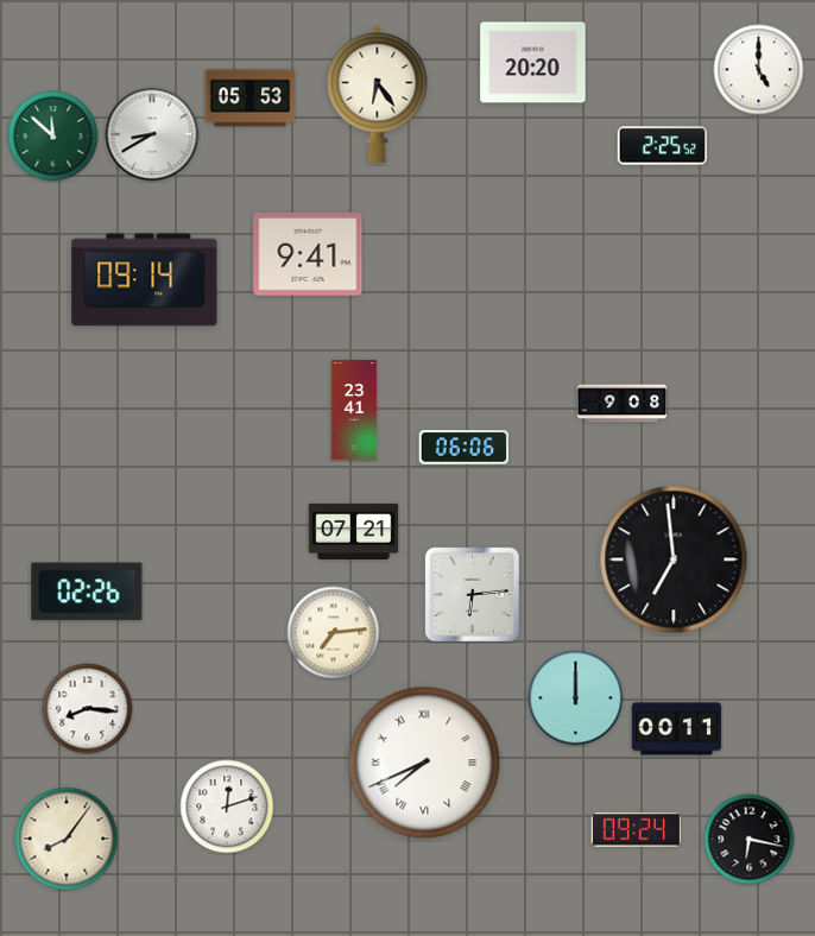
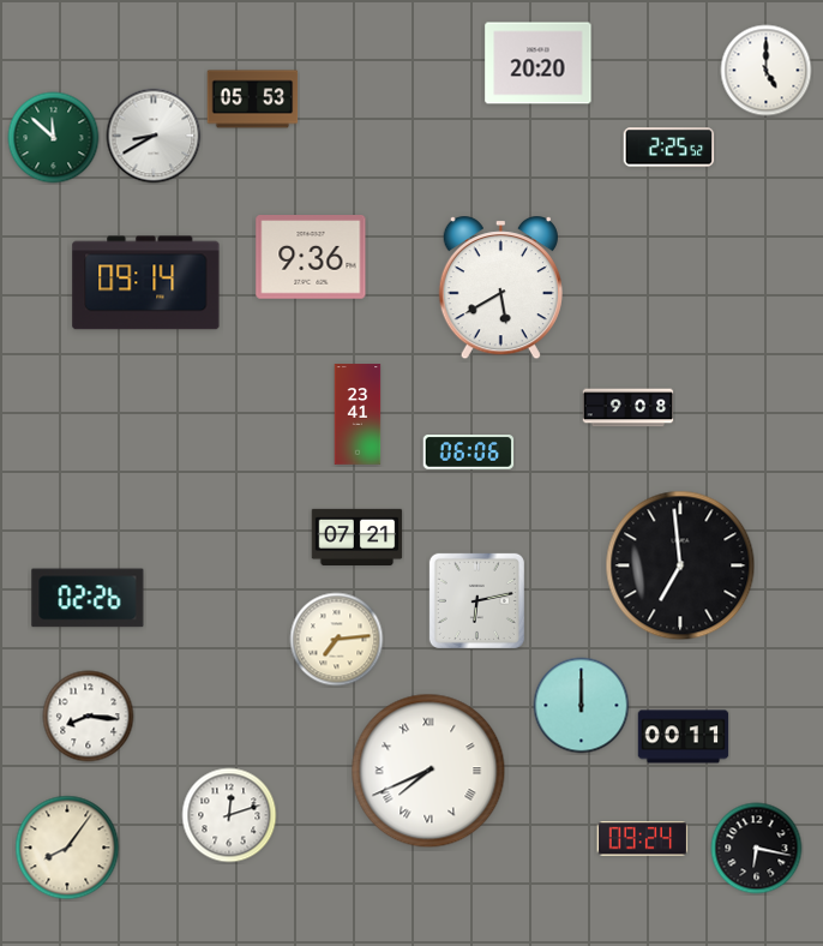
clock at (378, 94): 6:24 -> none
clock at (308, 255): 9:41 -> 9:36
clock at (500, 288): none -> 5:40
clock at (472, 594): 6:14 -> 6:13
